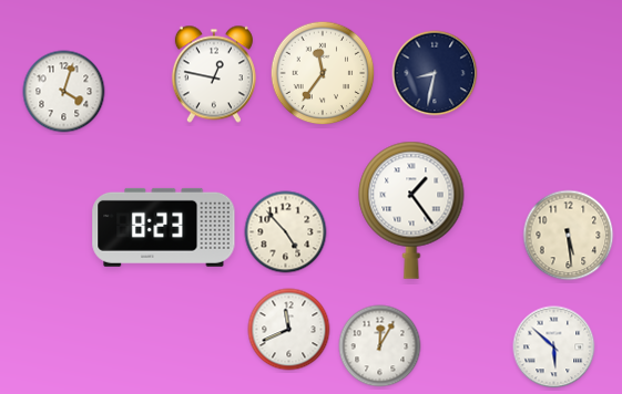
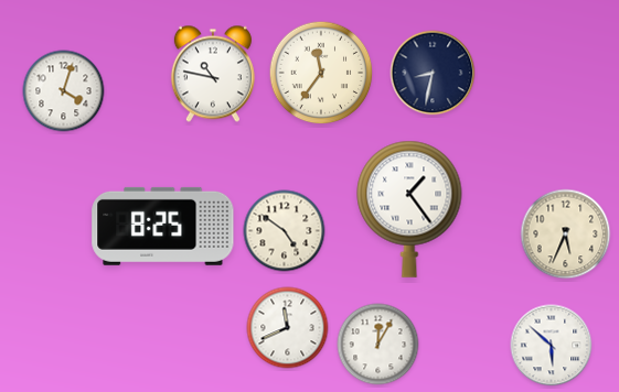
clock at (214, 74): 12:47 -> 10:47
clock at (164, 227): 8:23 -> 8:25
clock at (286, 232): 4:53 -> 4:51
clock at (569, 236): 5:29 -> 5:34
